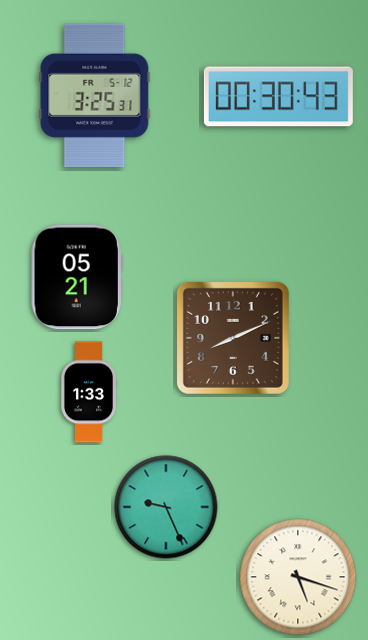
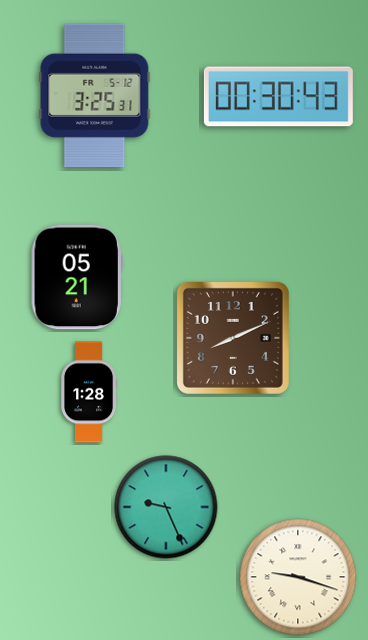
clock at (90, 392): 1:33 -> 1:28
clock at (298, 577): 5:18 -> 9:18
